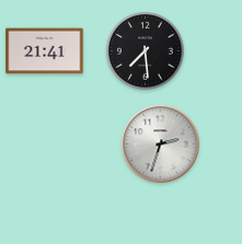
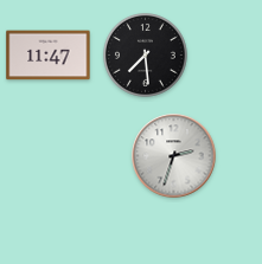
clock at (45, 51): 21:41 -> 11:47
clock at (146, 51) position: (146, 51) -> (146, 56)
